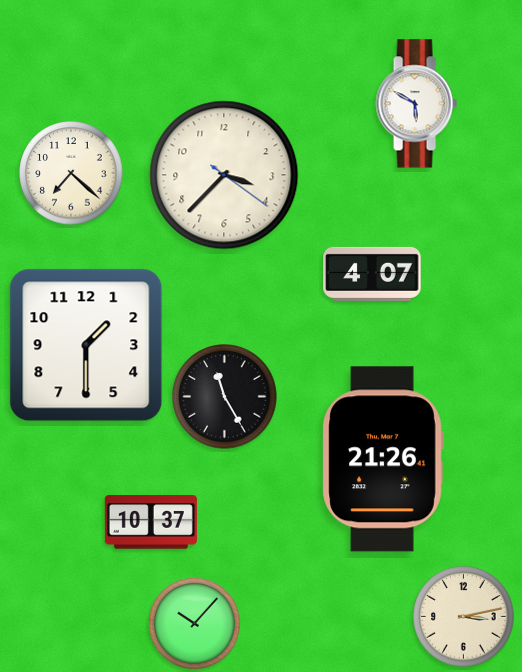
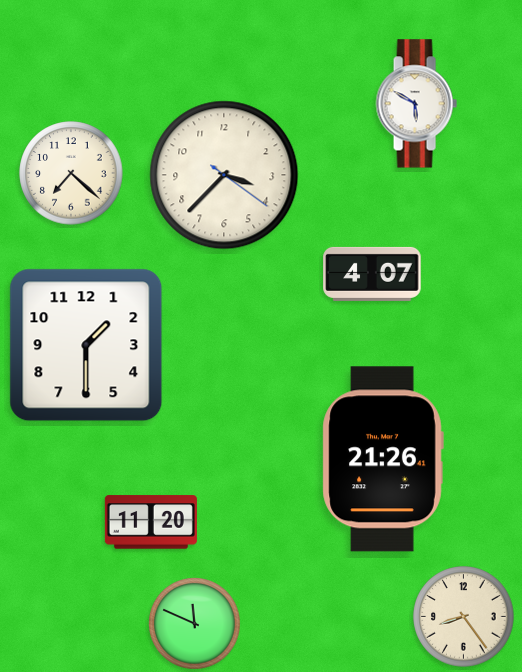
clock at (225, 397): 11:25 -> none
clock at (151, 522): 10:37 -> 11:20
clock at (464, 617): 3:13 -> 8:24
clock at (195, 624): 10:07 -> 11:49
